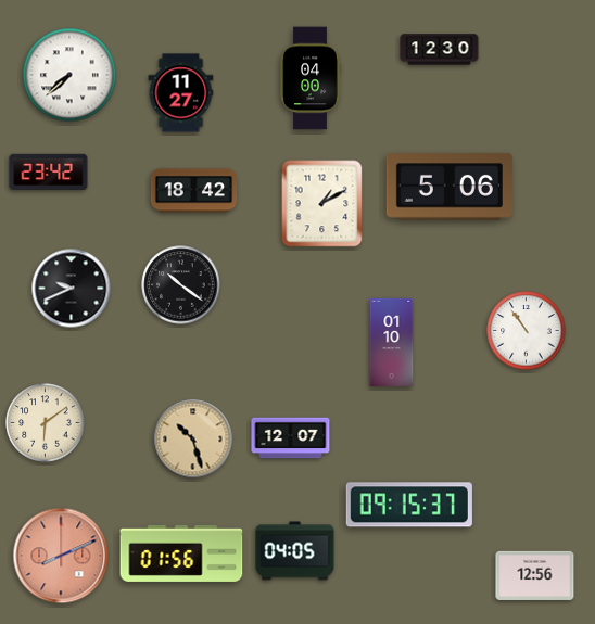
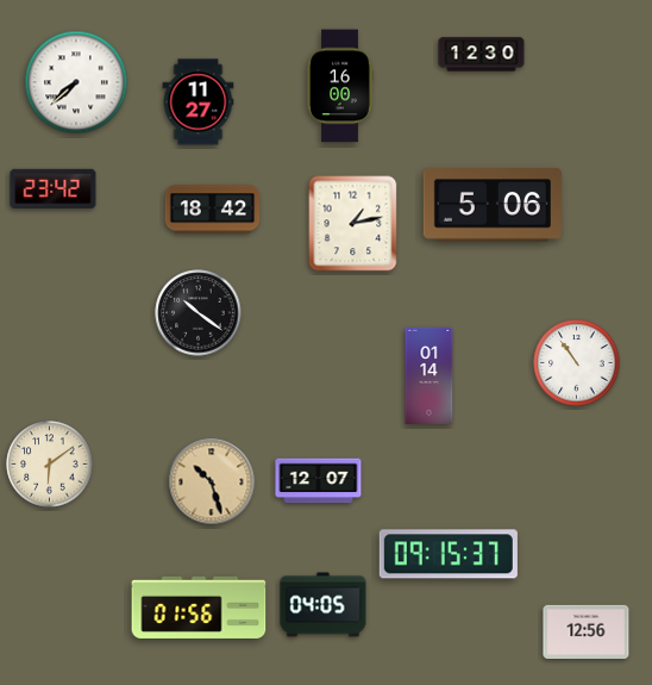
clock at (311, 78): 04:00 -> 16:00
clock at (322, 204): 1:10 -> 1:13
clock at (72, 289): 9:41 -> none
clock at (392, 342): 01:10 -> 01:14
clock at (61, 556): 8:11 -> none
